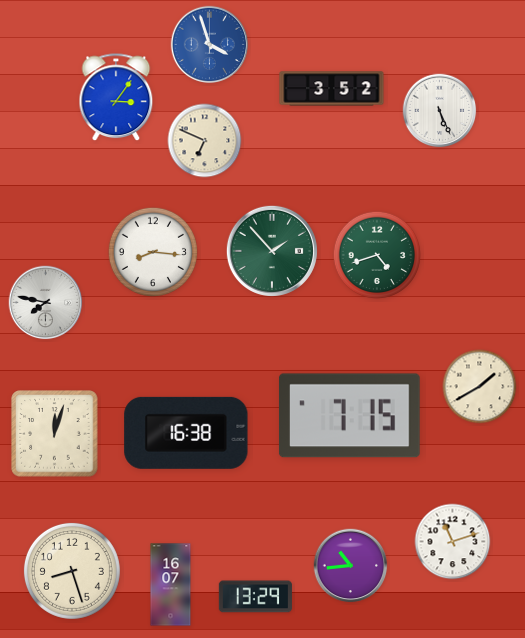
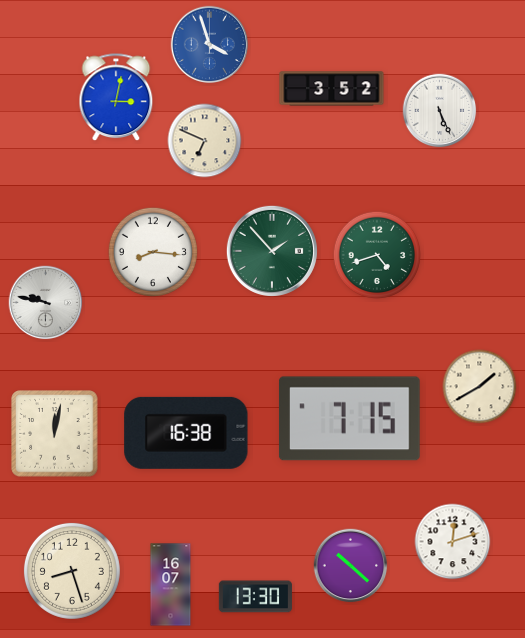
clock at (116, 98): 3:06 -> 3:02
clock at (46, 303): 7:47 -> 9:47
clock at (349, 416) position: (349, 416) -> (349, 419)
clock at (55, 434): 12:03 -> 12:02
clock at (453, 542): 11:12 -> 12:12
clock at (351, 566): 10:44 -> 10:22
clock at (255, 597): 13:29 -> 13:30
